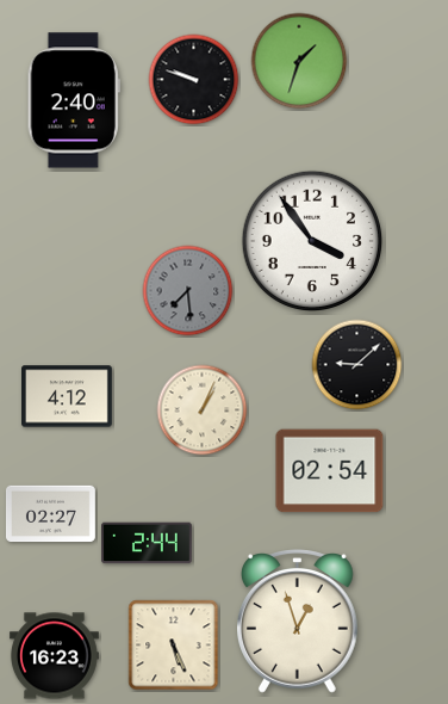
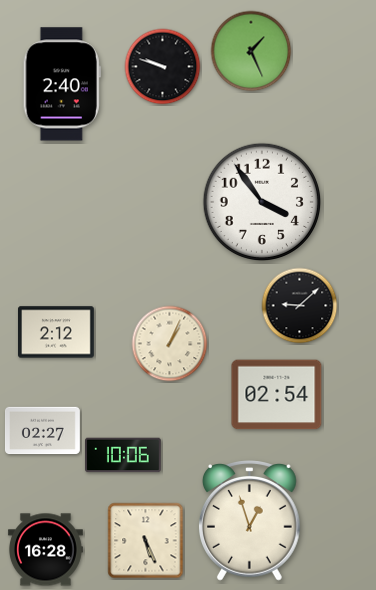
clock at (299, 61): 1:33 -> 1:26
clock at (188, 291): 7:29 -> none
clock at (68, 396): 4:12 -> 2:12
clock at (148, 543): 2:44 -> 10:06
clock at (54, 656): 16:23 -> 16:28
